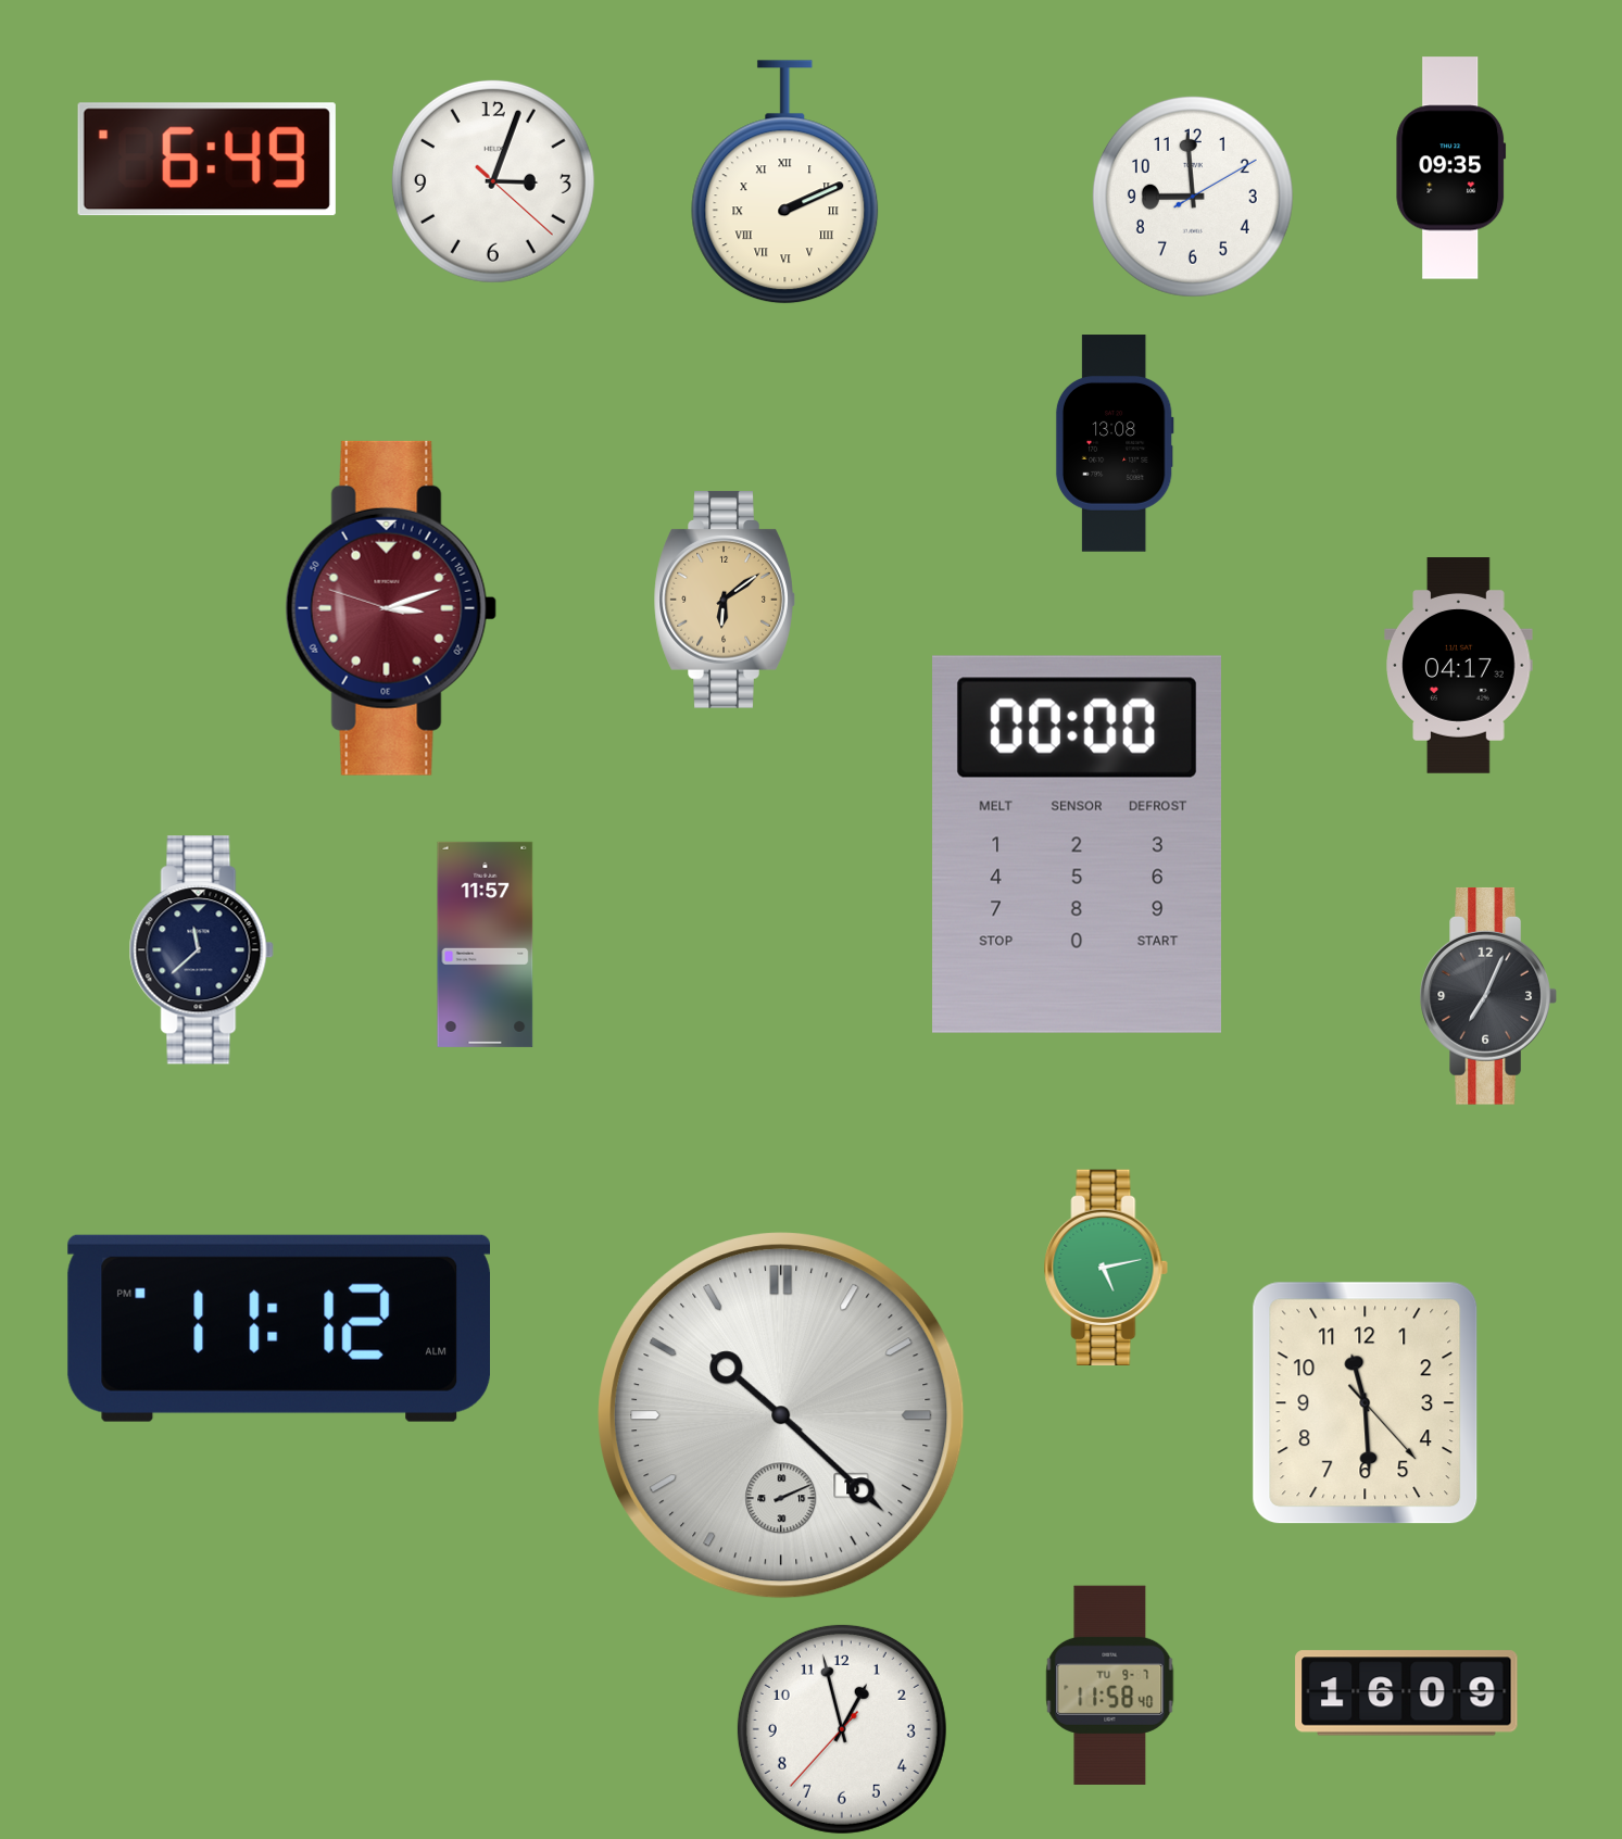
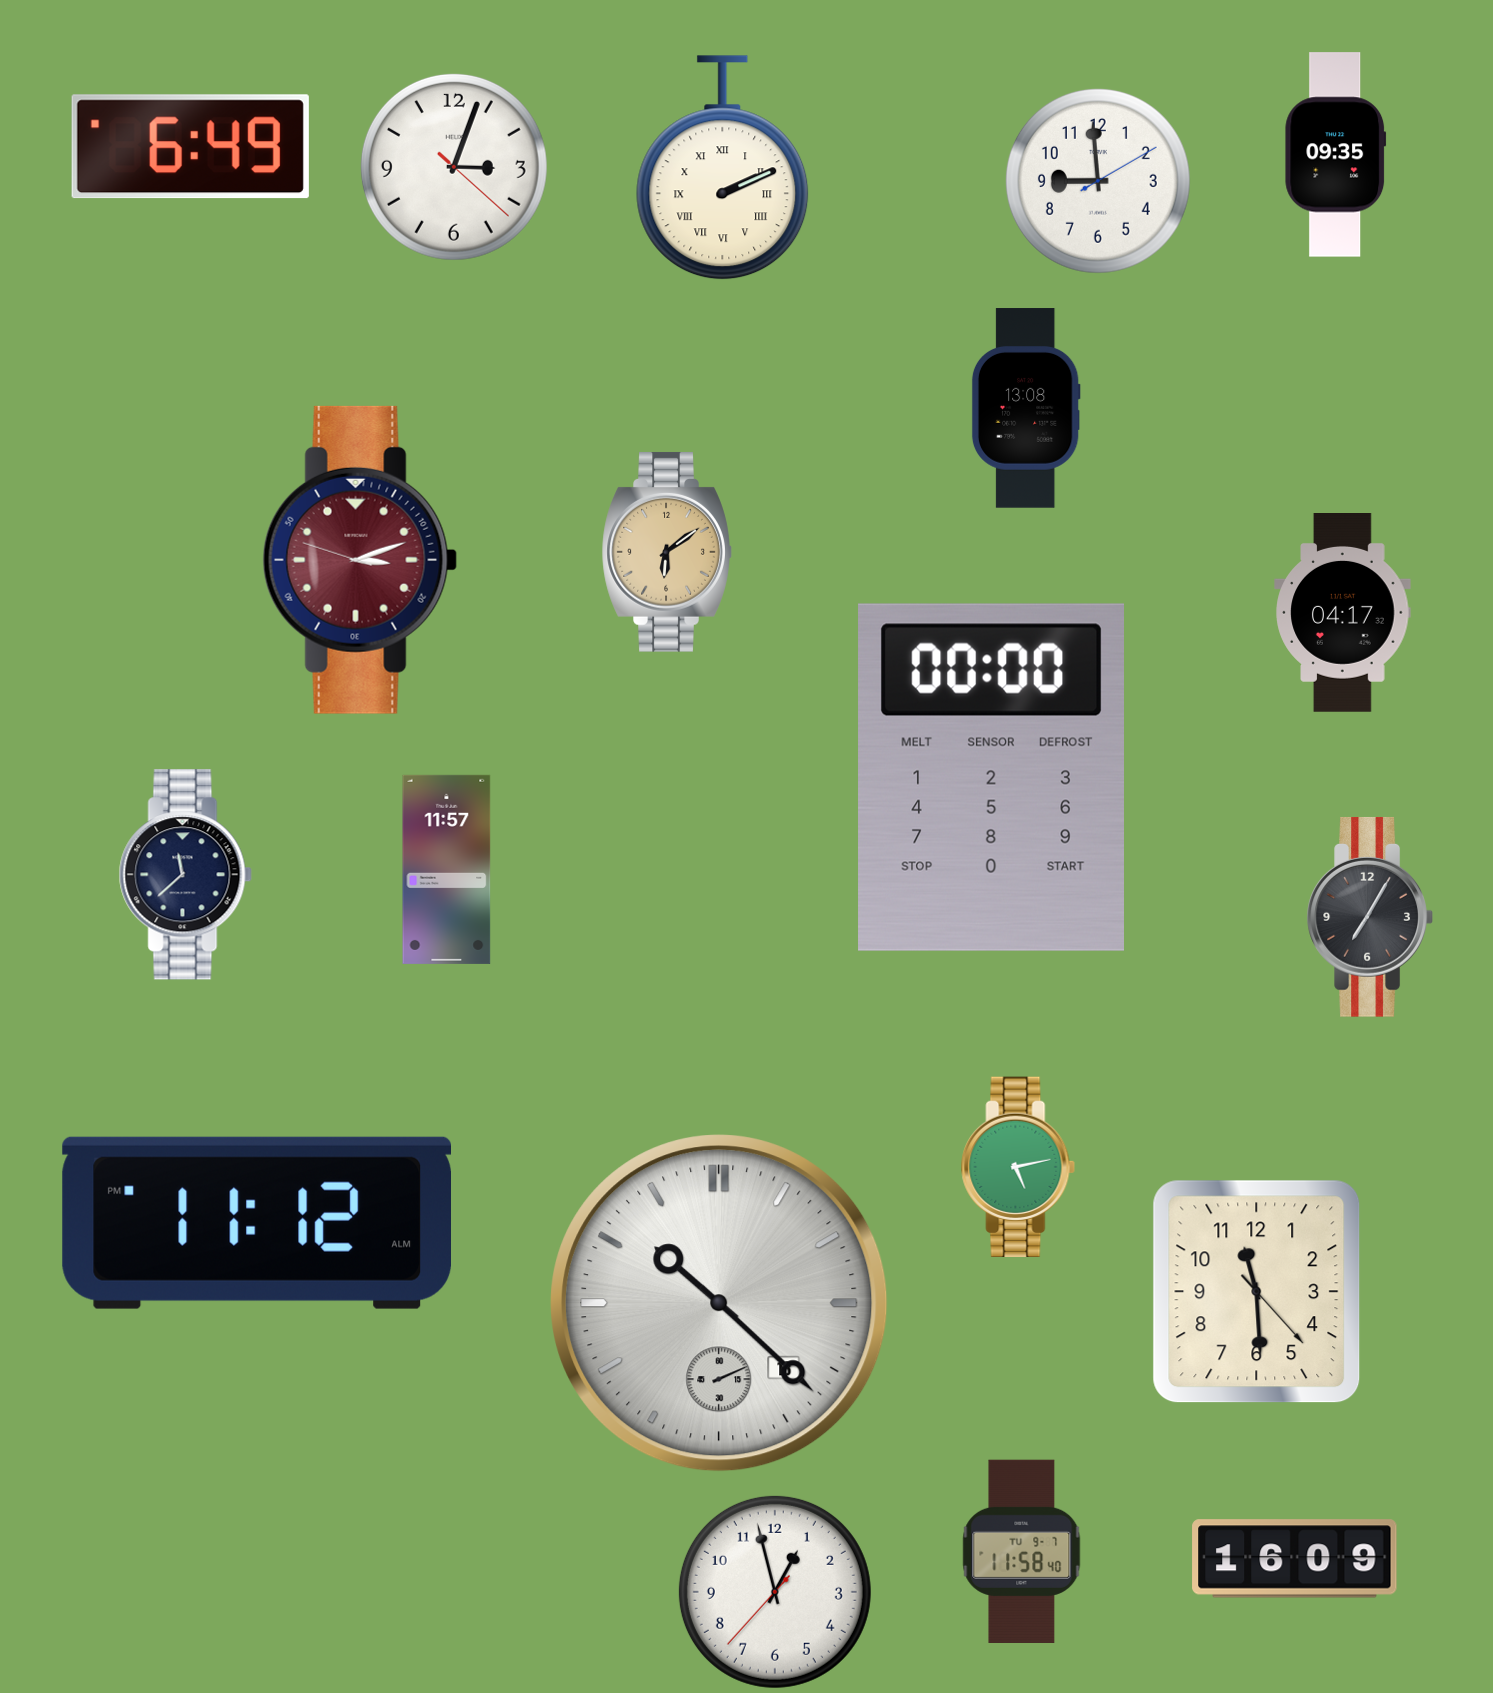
clock at (1488, 996): 7:04 -> 7:05
